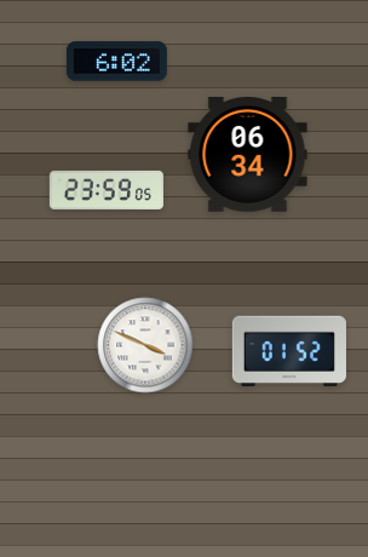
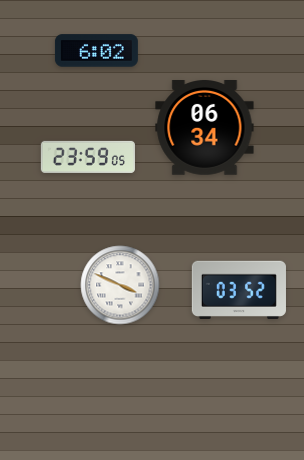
clock at (289, 351): 01:52 -> 03:52
